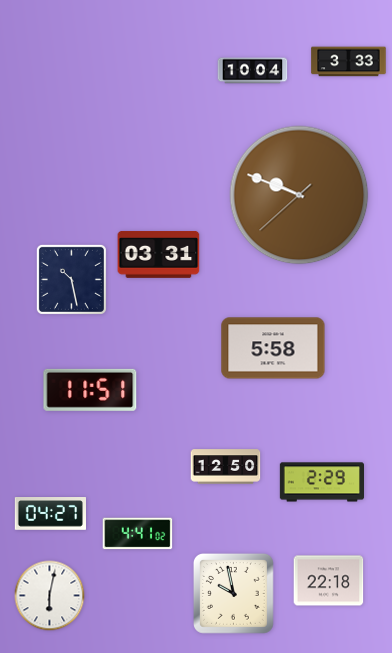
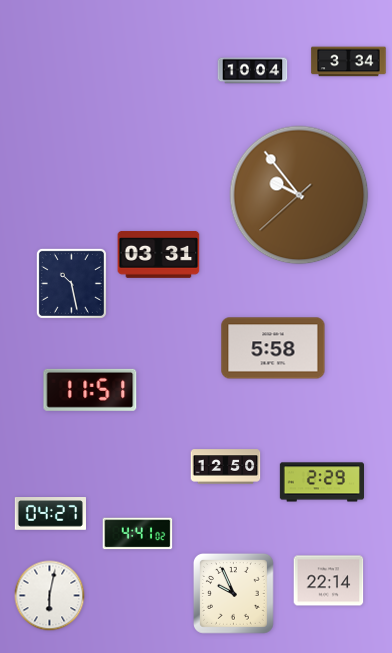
clock at (349, 62): 3:33 -> 3:34
clock at (299, 195): 9:48 -> 9:53
clock at (71, 279) position: (71, 279) -> (71, 283)
clock at (329, 581): 22:18 -> 22:14
clock at (233, 593): 9:58 -> 9:56
